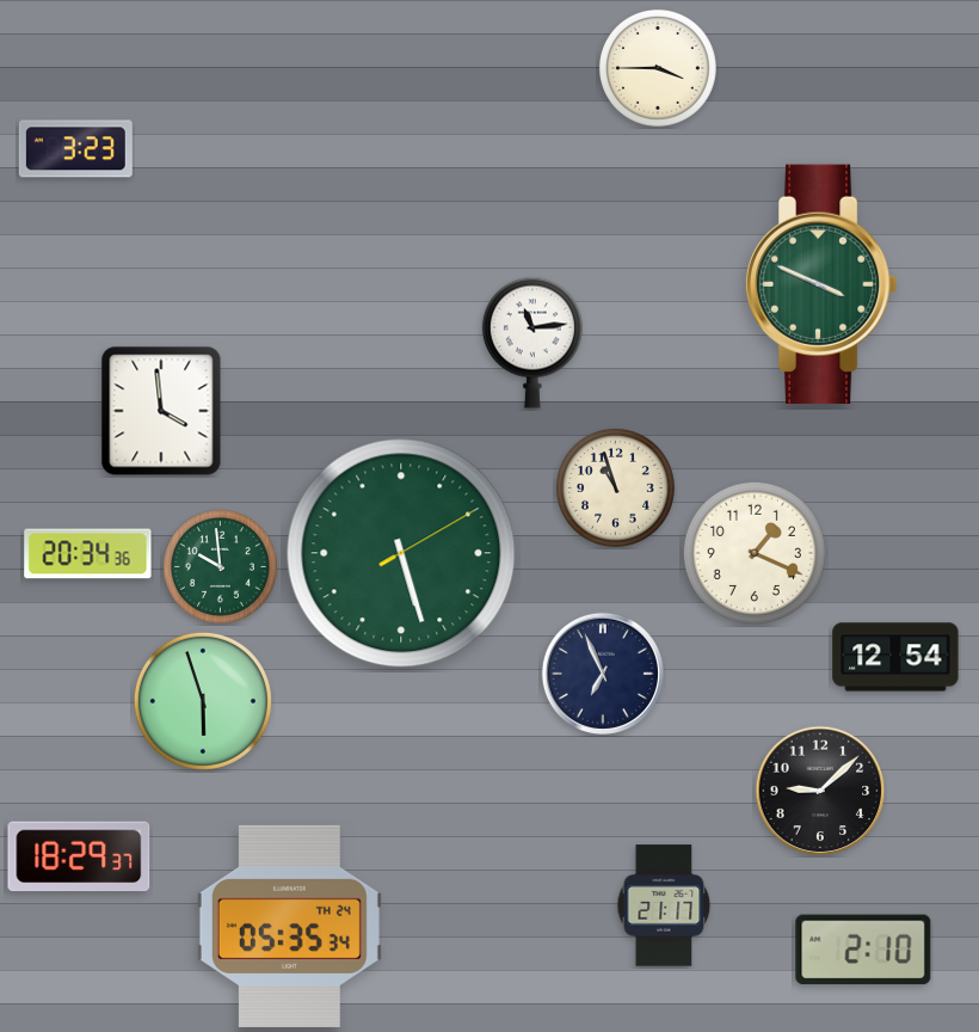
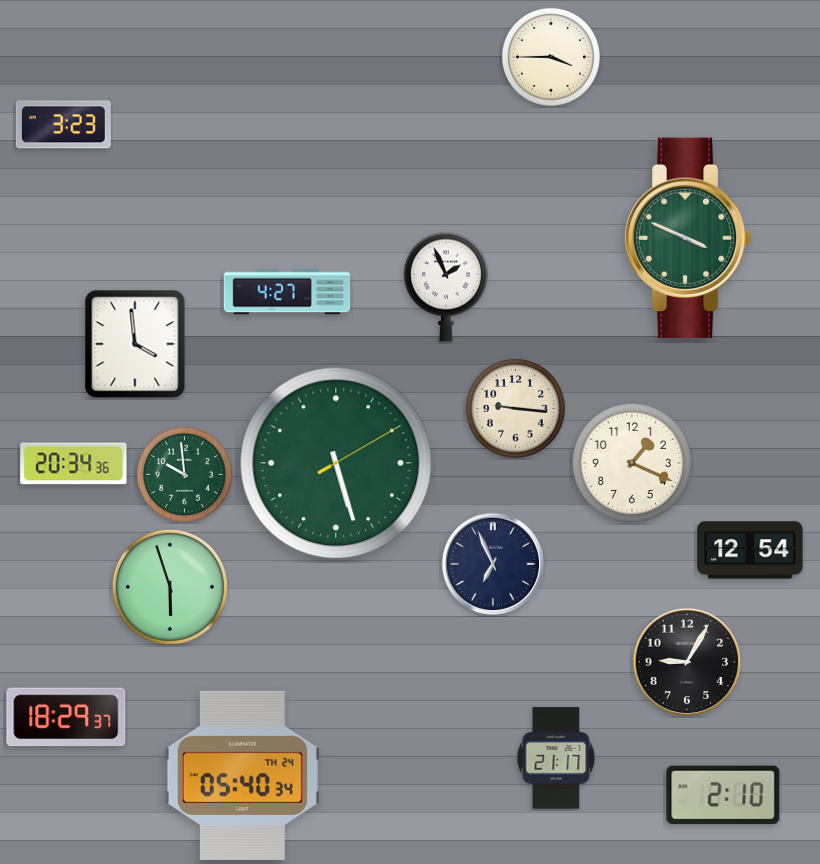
clock at (532, 343): 11:14 -> 1:56
clock at (287, 292): none -> 4:27
clock at (615, 487): 10:57 -> 9:16
clock at (602, 672) position: (602, 672) -> (492, 563)
clock at (820, 791): 9:08 -> 9:05
clock at (289, 926): 05:35 -> 05:40
